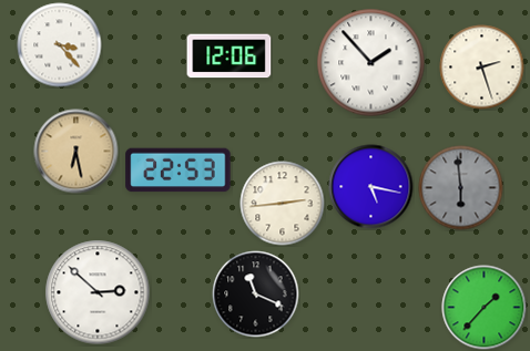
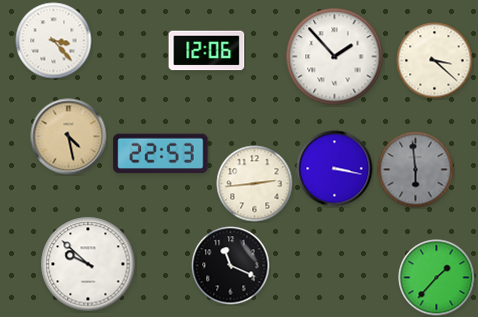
clock at (482, 68): 2:27 -> 3:22
clock at (77, 152): 6:28 -> 4:28
clock at (371, 187): 5:17 -> 3:17
clock at (98, 292): 2:52 -> 9:52
